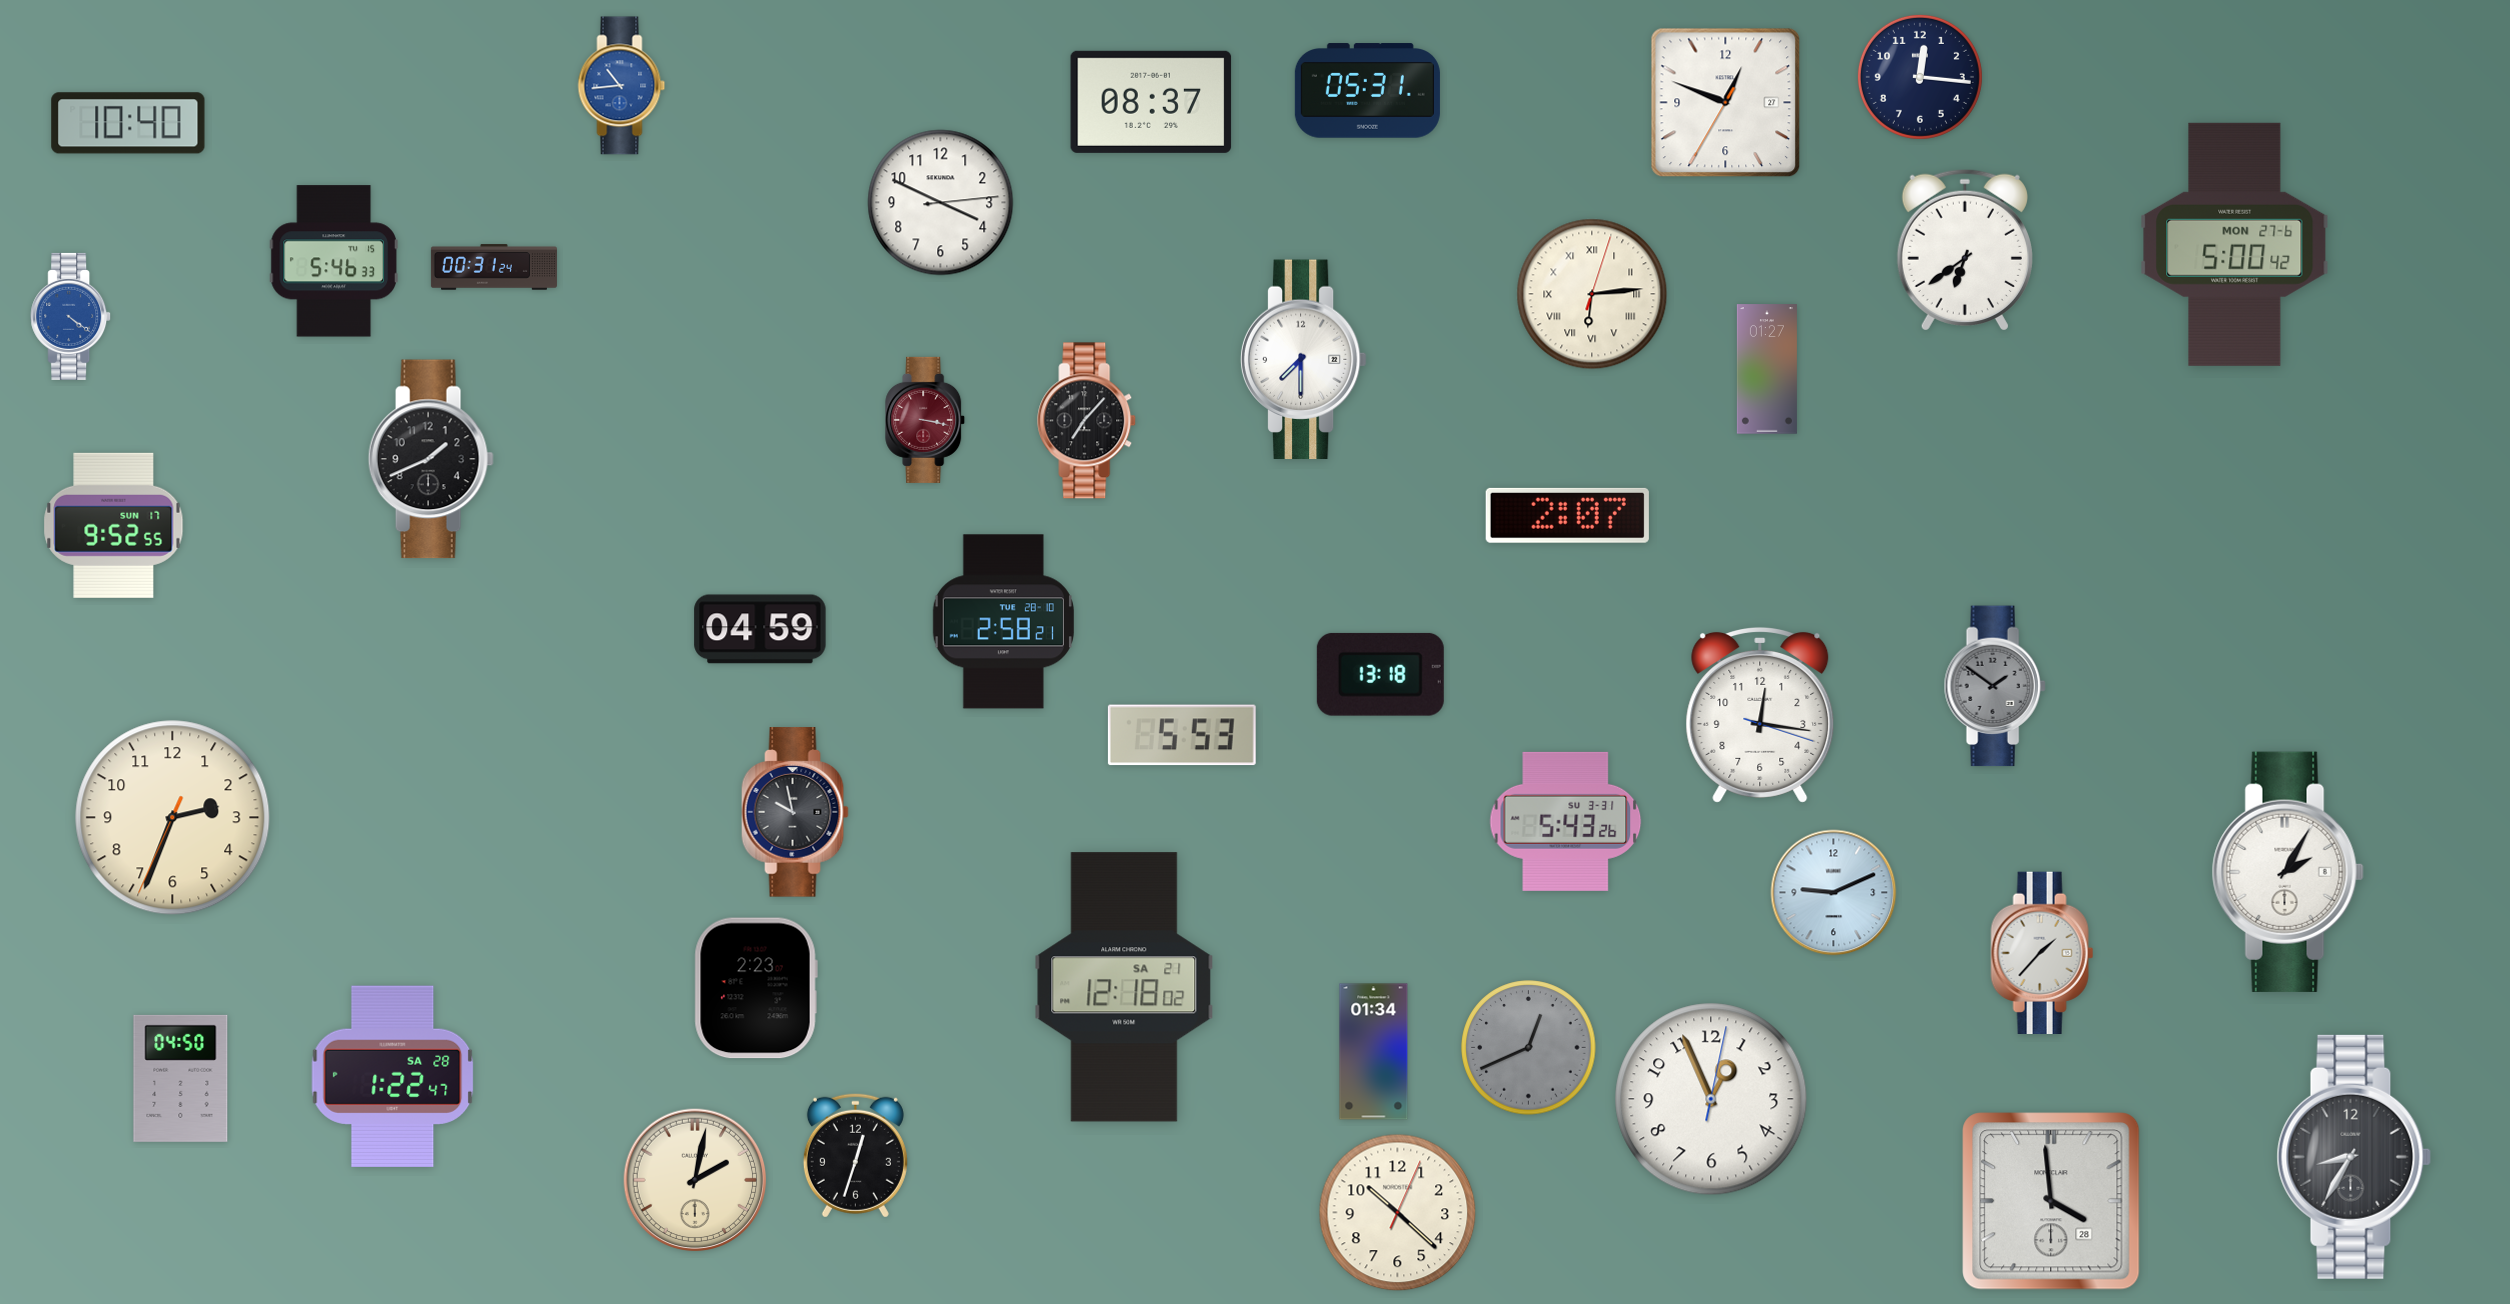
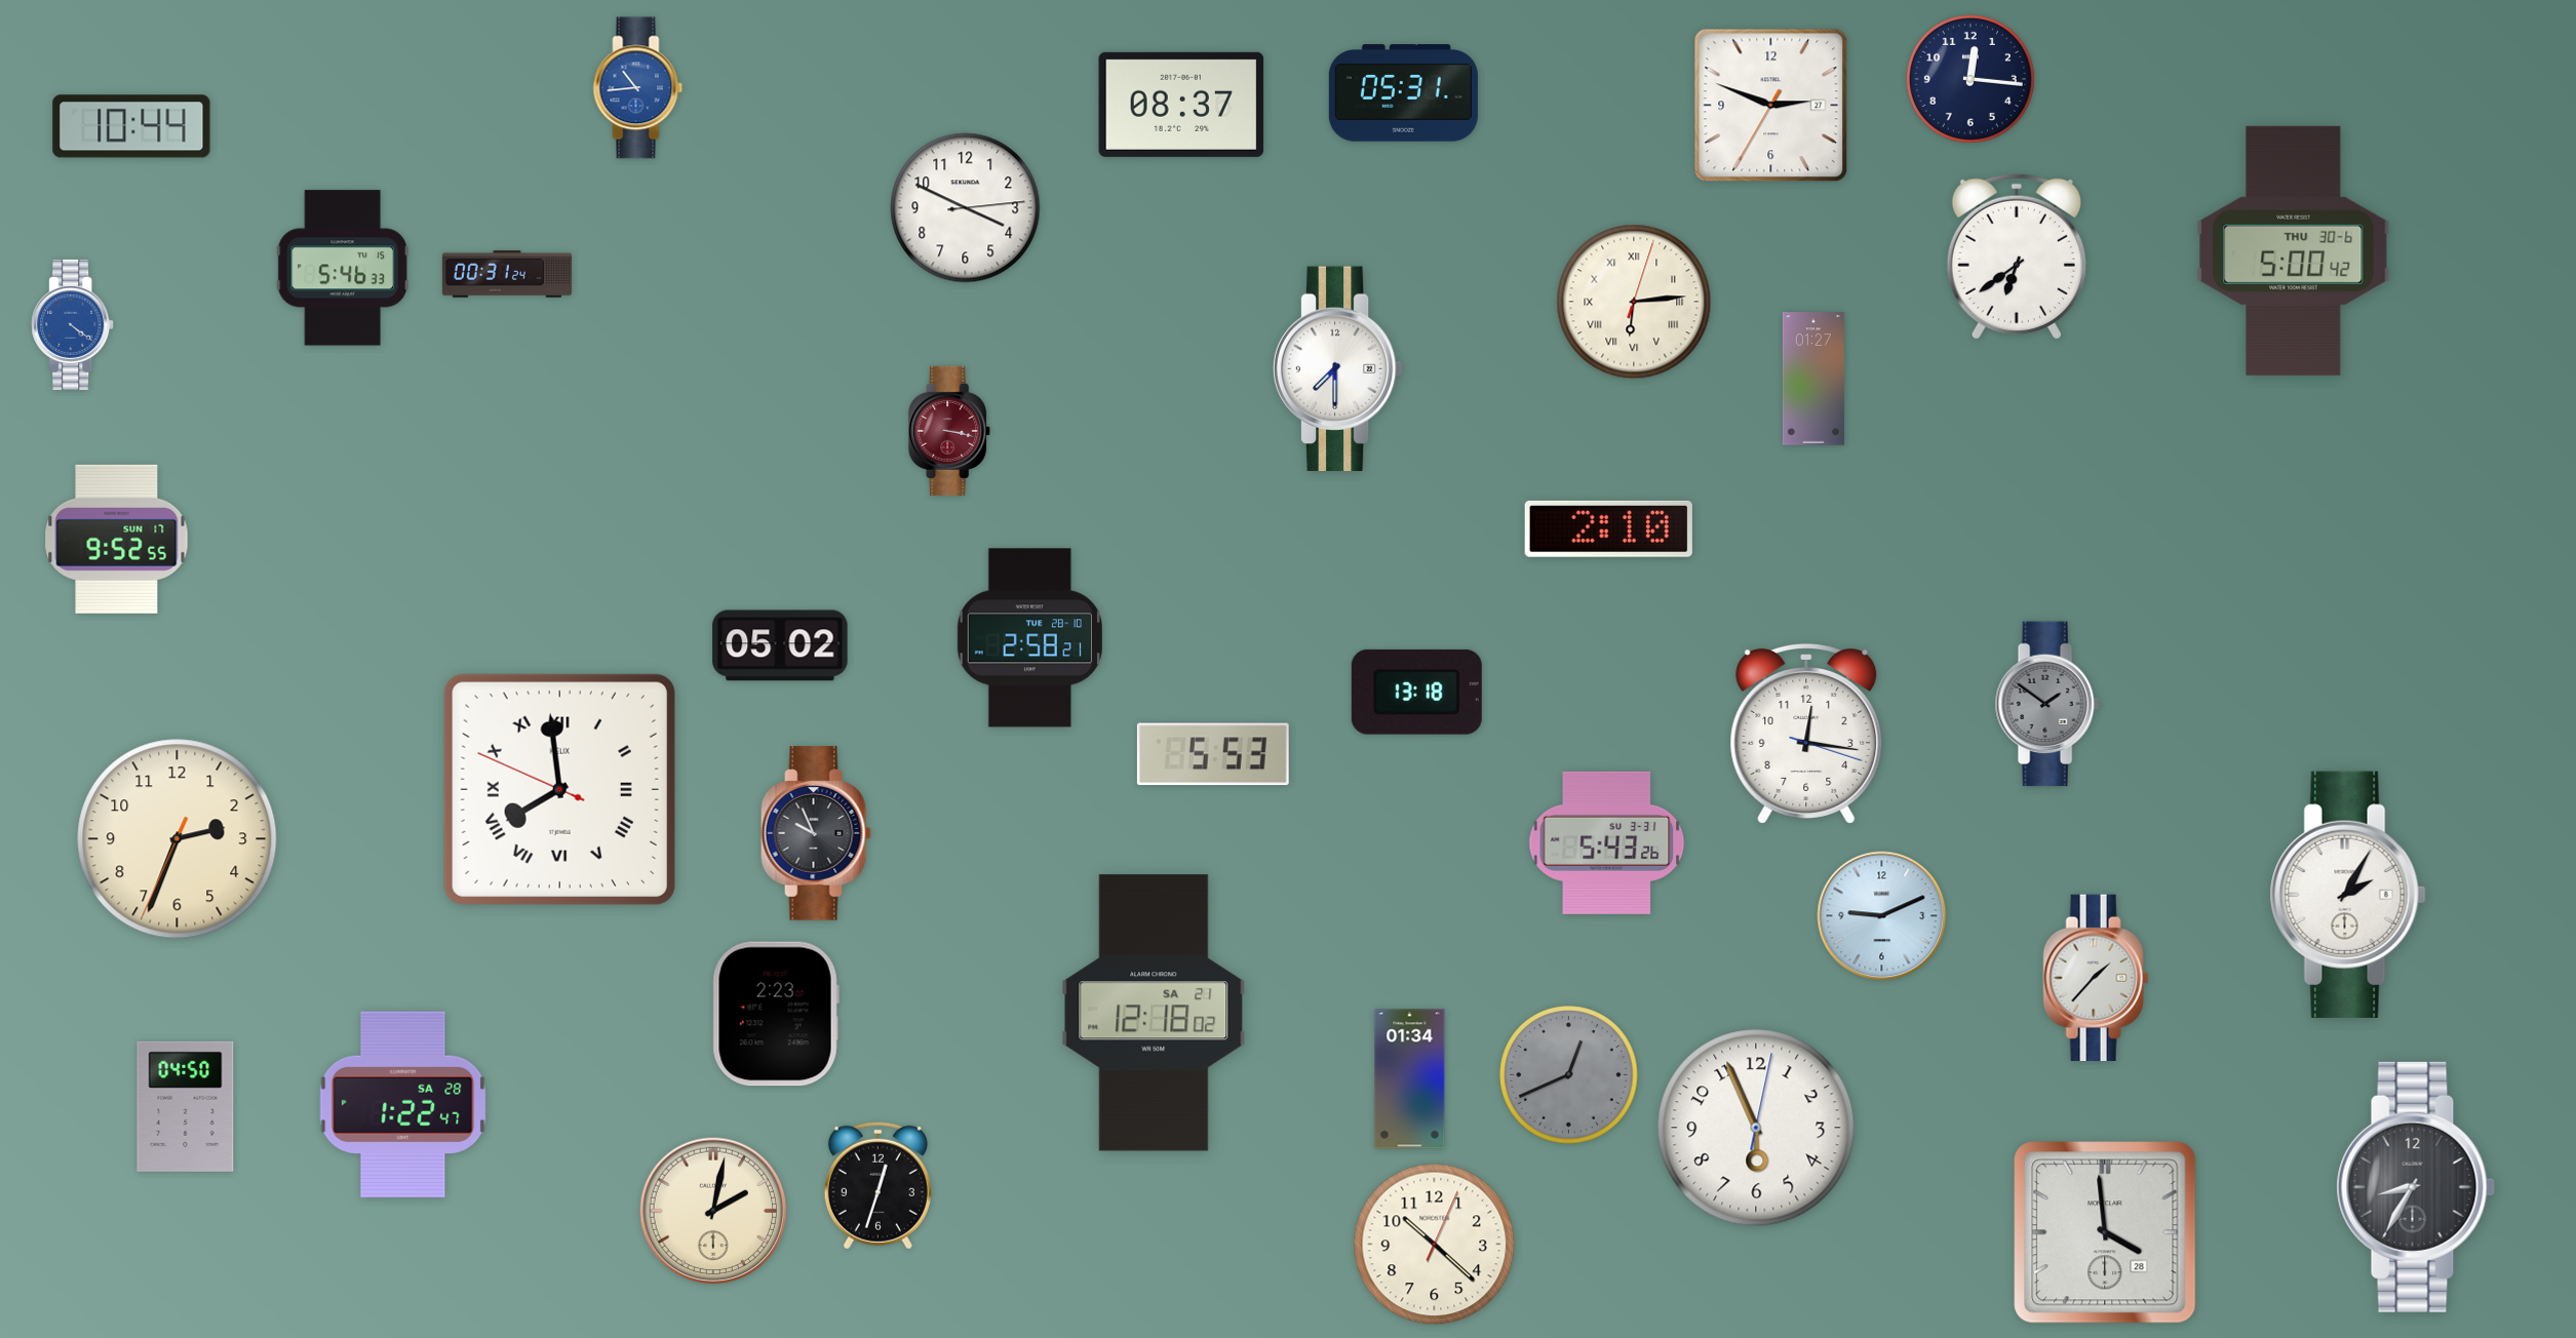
clock at (1726, 103): 12:48 -> 2:48
clock at (128, 123): 10:40 -> 10:44
clock at (2235, 244) date: MON 27-6 -> THU 30-6
clock at (1087, 421): 7:07 -> none
clock at (431, 459): 1:41 -> none
clock at (1567, 515): 2:07 -> 2:10
clock at (760, 629): 04:59 -> 05:02
clock at (559, 789): none -> 7:58
clock at (795, 812): 9:58 -> 9:56
clock at (1711, 1099): 12:56 -> 5:56
